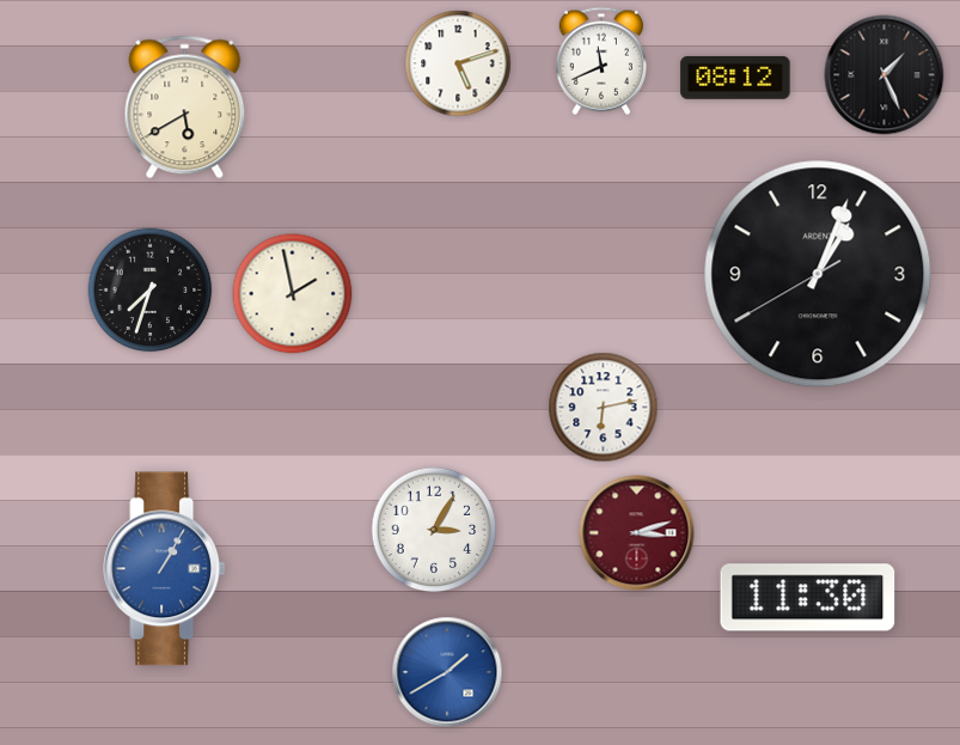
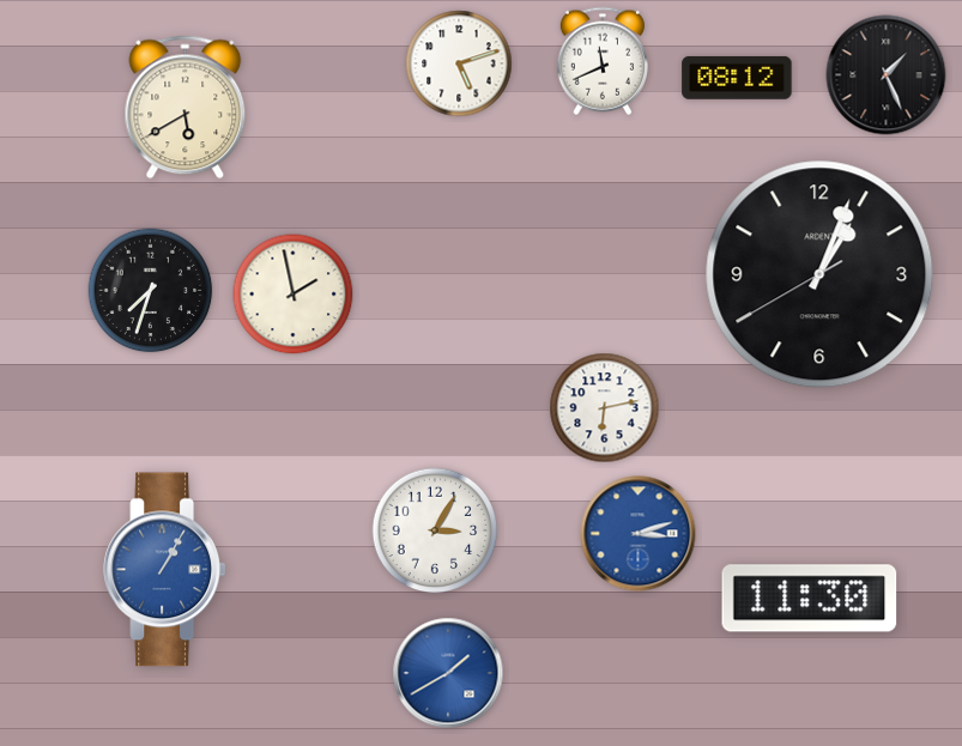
clock at (637, 533) dial: burgundy -> blue
